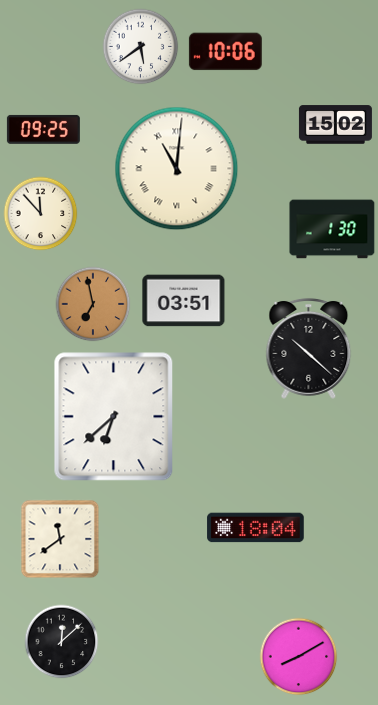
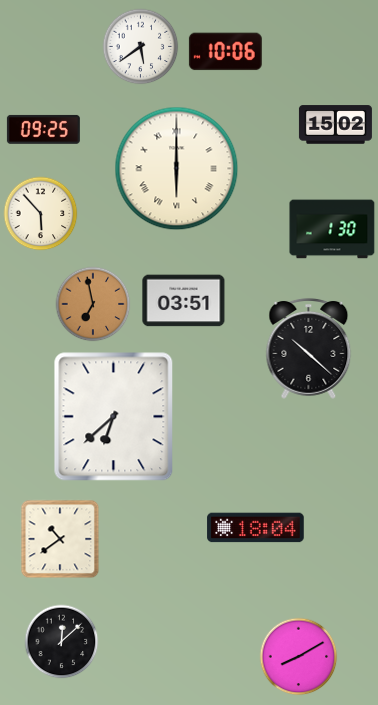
clock at (177, 169): 11:01 -> 6:00
clock at (41, 214): 11:53 -> 5:53
clock at (60, 539): 11:39 -> 10:39
